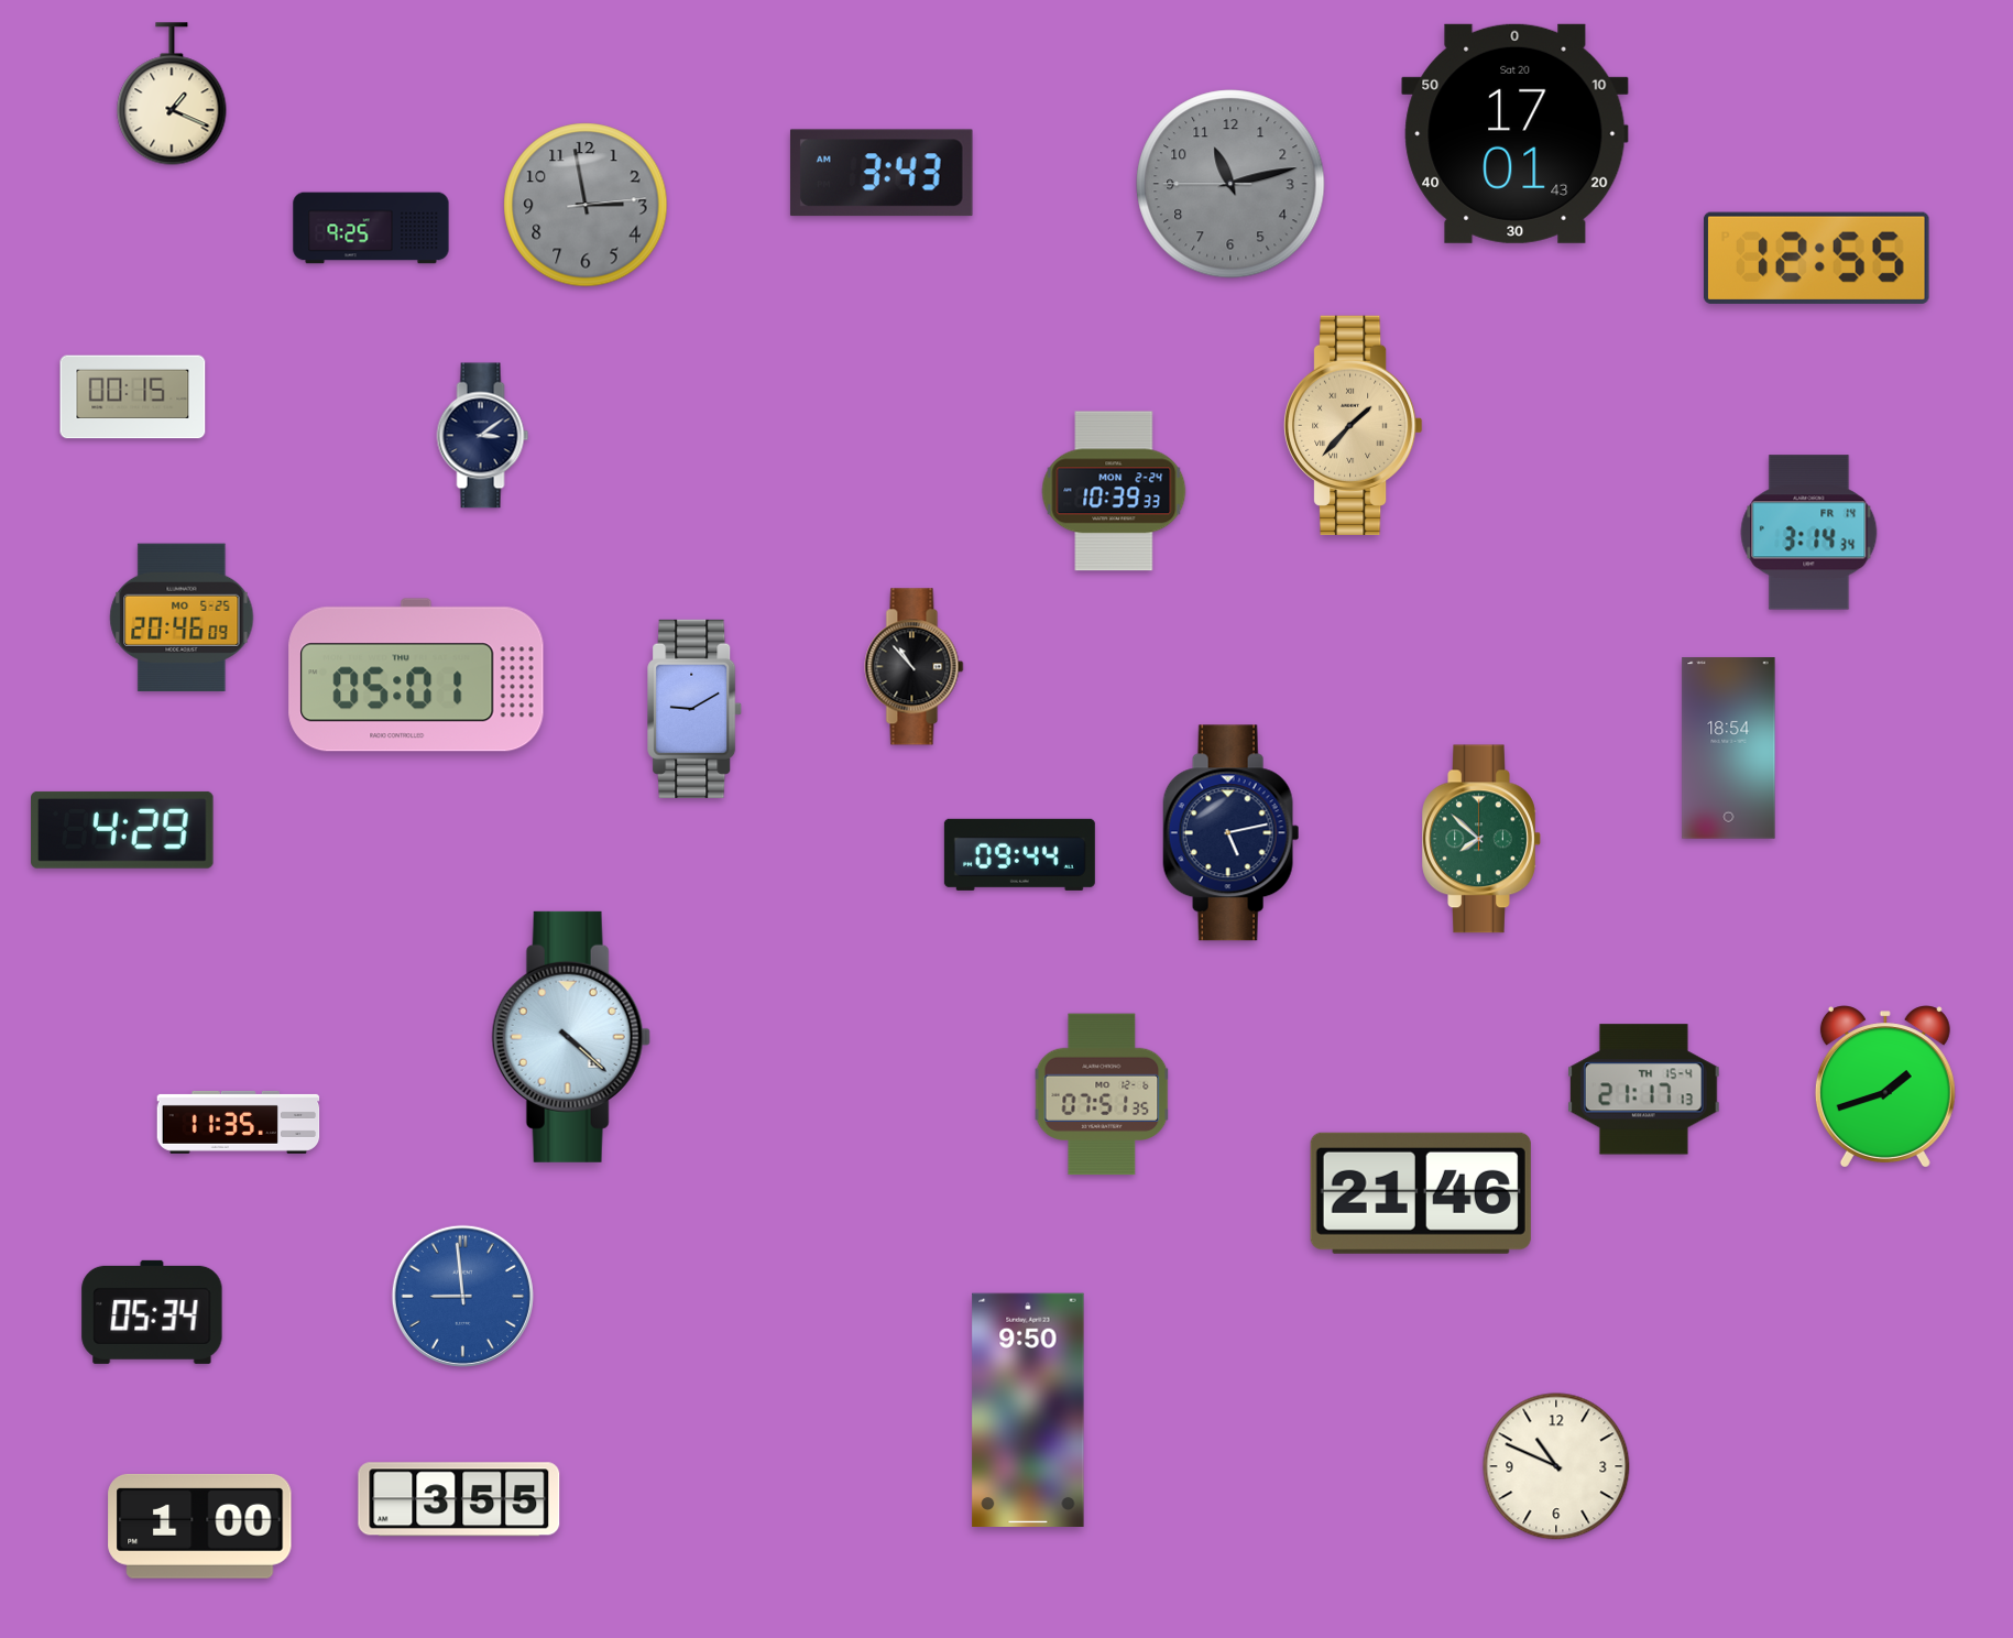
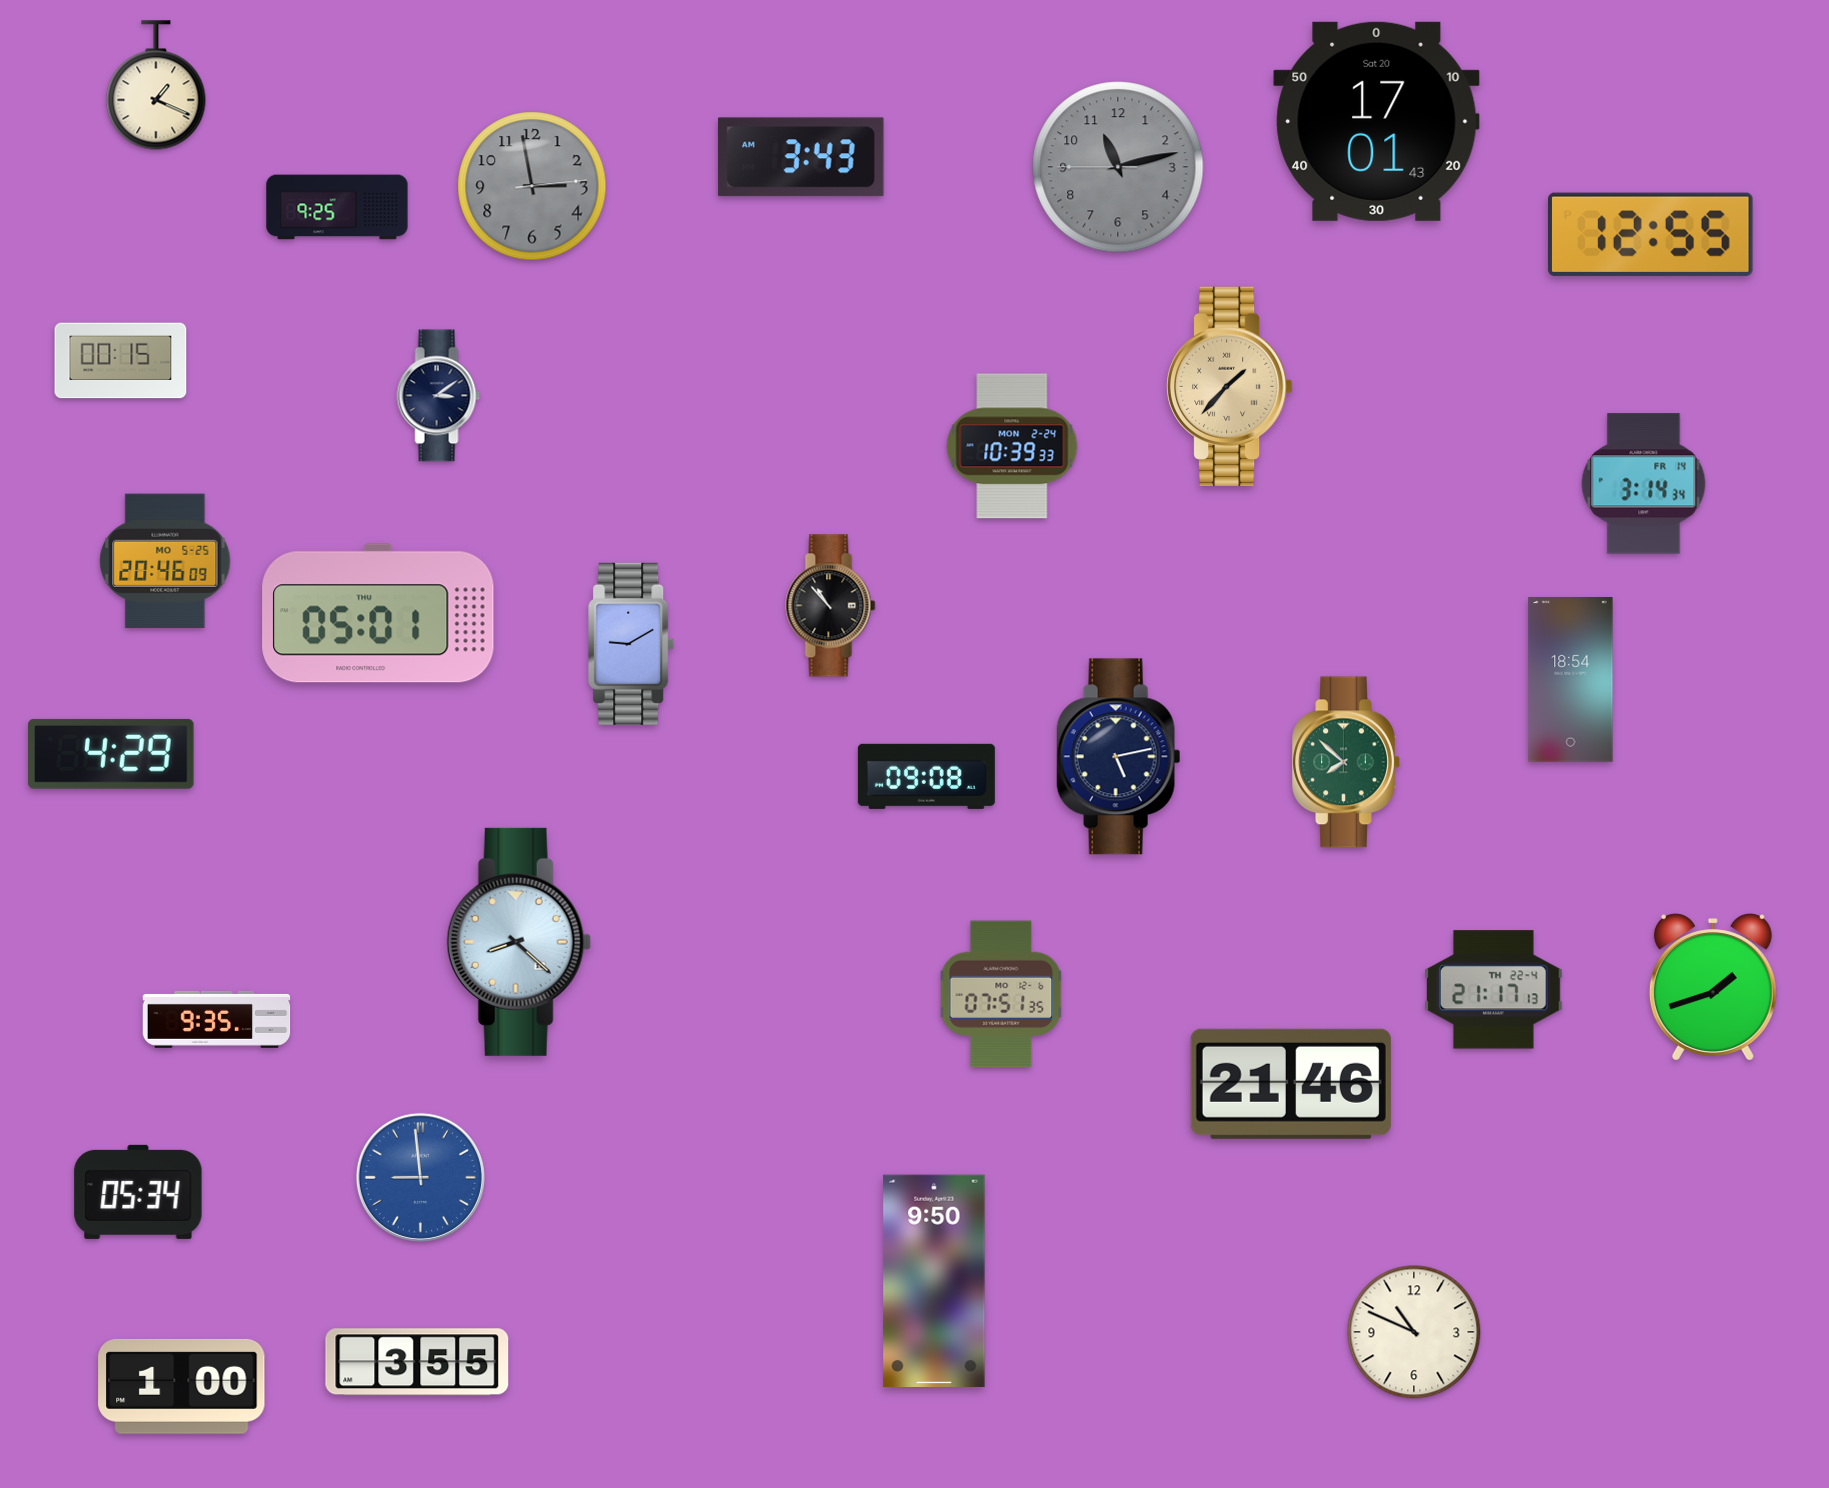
clock at (1019, 854): 09:44 -> 09:08
clock at (571, 1037): 4:22 -> 8:22
clock at (1644, 1090) date: TH 15-4 -> TH 22-4
clock at (239, 1122): 11:35 -> 9:35
